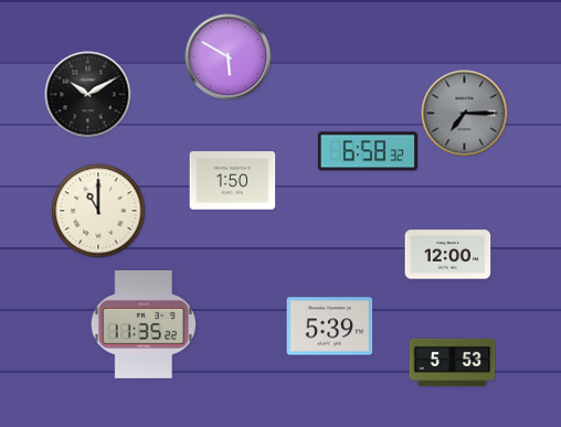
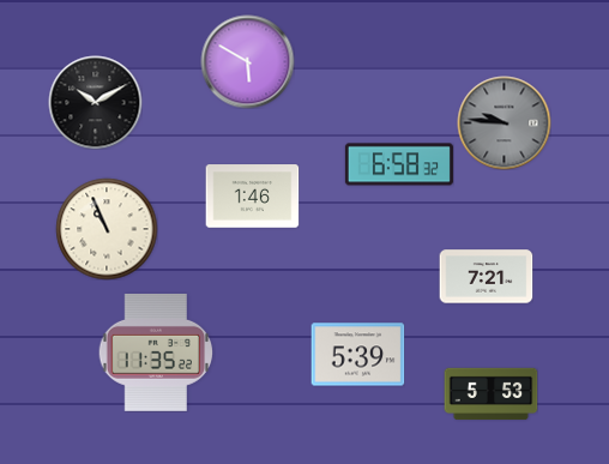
clock at (464, 113): 7:15 -> 9:46
clock at (232, 181): 1:50 -> 1:46
clock at (98, 211): 11:00 -> 10:56
clock at (447, 255): 12:00 -> 7:21
